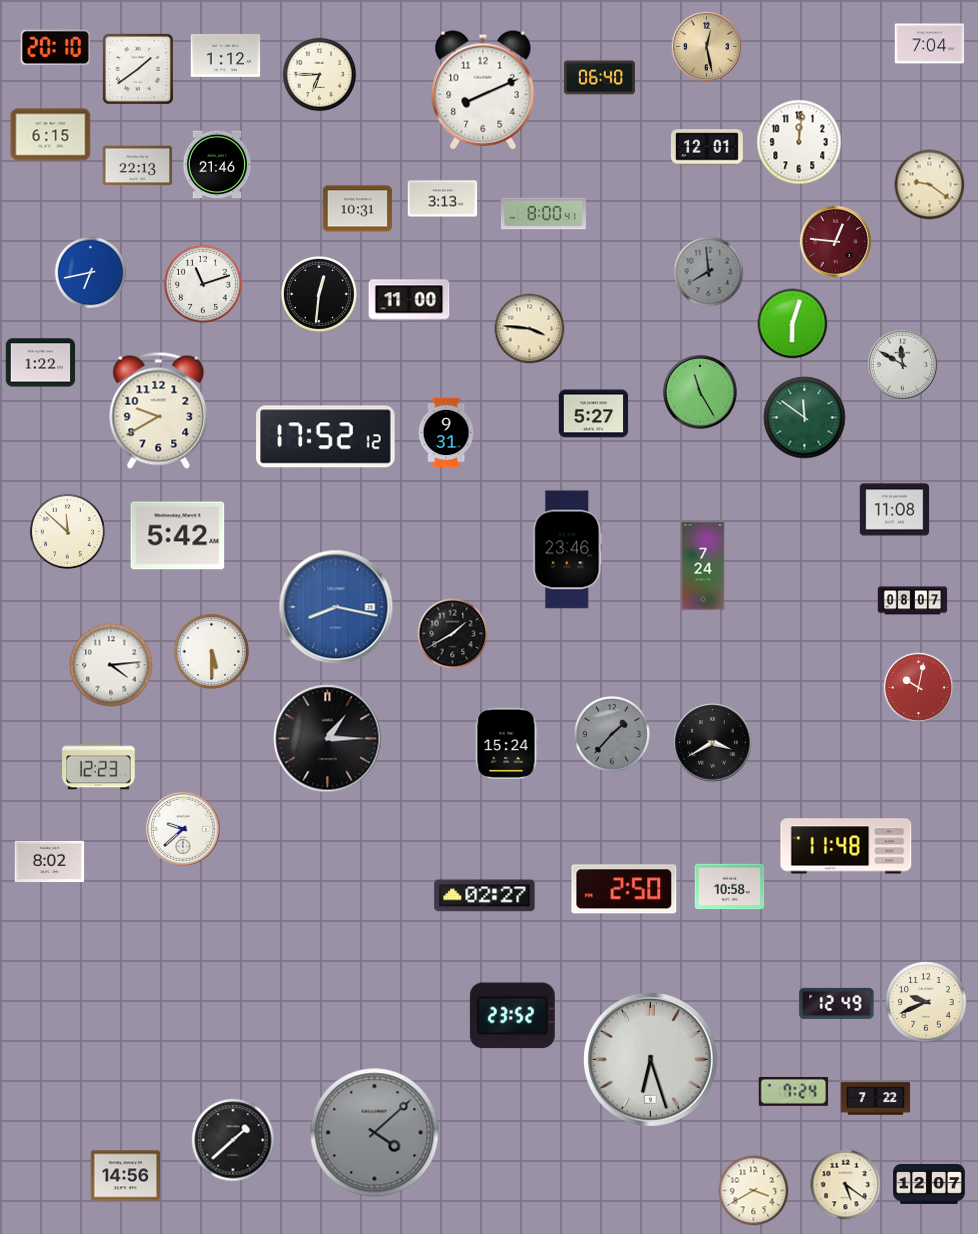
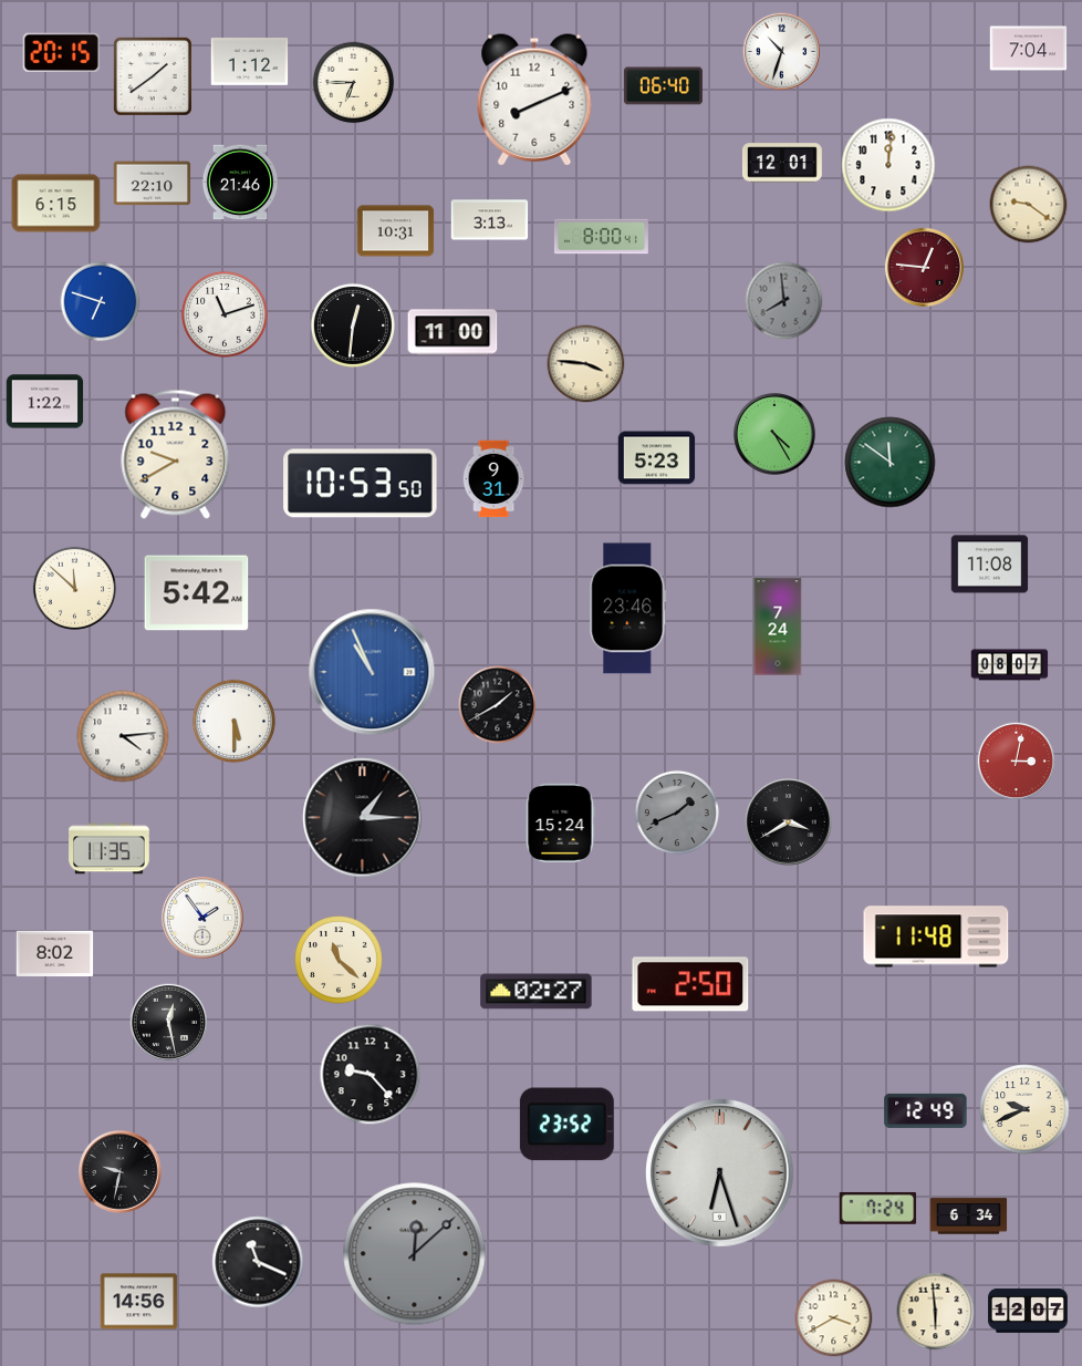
clock at (706, 46): 12:28 -> 10:33
clock at (706, 46) dial: champagne -> white
clock at (55, 47): 20:10 -> 20:15
clock at (51, 135) position: (51, 135) -> (56, 204)
clock at (799, 142) position: (799, 142) -> (888, 165)
clock at (138, 166): 22:13 -> 22:10
clock at (91, 273): 6:43 -> 6:48
clock at (793, 324): 6:03 -> none
clock at (902, 364): 11:50 -> none
clock at (701, 393): 11:25 -> 4:25
clock at (594, 414): 5:27 -> 5:23
clock at (326, 437): 17:52 -> 10:53
clock at (336, 607): 8:17 -> 10:56
clock at (453, 634) position: (453, 634) -> (498, 705)
clock at (918, 687): 10:02 -> 3:02
clock at (612, 734): 1:37 -> 1:41
clock at (99, 767): 12:23 -> 11:35
clock at (184, 830): 9:38 -> 1:54
clock at (339, 960): none -> 11:22
clock at (730, 887): 10:58 -> none
clock at (168, 1022): none -> 12:28
clock at (371, 1075): none -> 9:23
clock at (121, 1172): none -> 9:32
clock at (876, 1099): 7:22 -> 6:34
clock at (375, 1133): 4:08 -> 12:08
clock at (233, 1140): 1:38 -> 11:19
clock at (846, 1185): 5:21 -> 5:59
